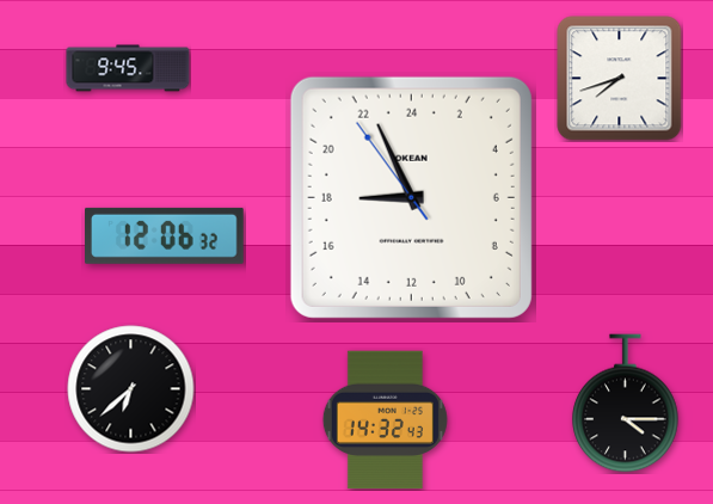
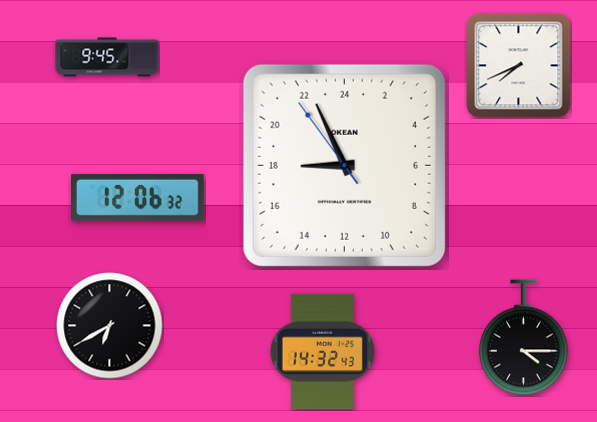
clock at (620, 79): 7:42 -> 7:41
clock at (131, 389): 6:38 -> 6:40
